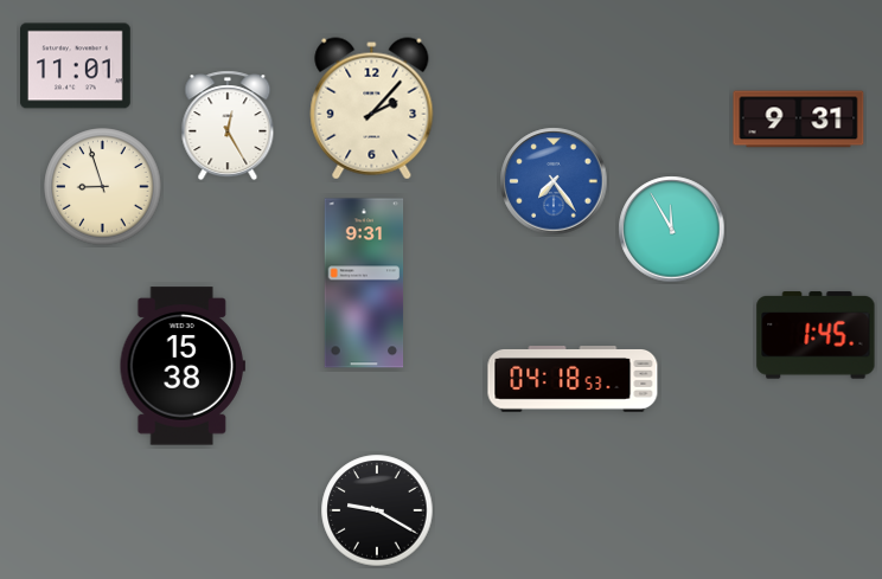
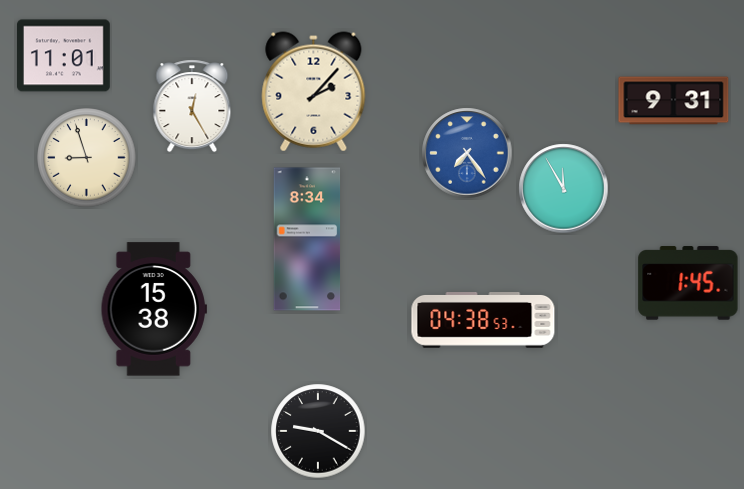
clock at (672, 230) position: (672, 230) -> (564, 189)
clock at (364, 283): 9:31 -> 8:34
clock at (573, 380): 04:18 -> 04:38
